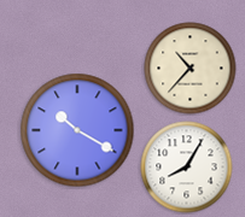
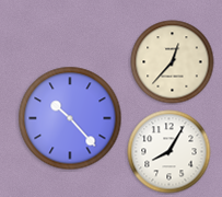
clock at (191, 69): 10:37 -> 12:37
clock at (77, 130): 10:20 -> 10:23
